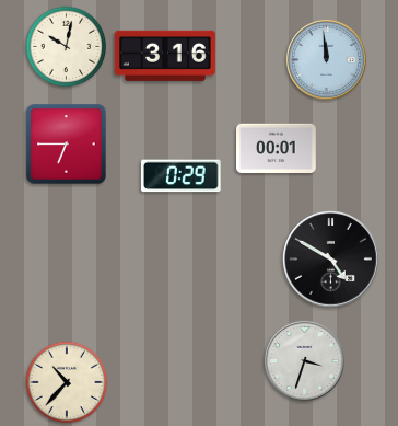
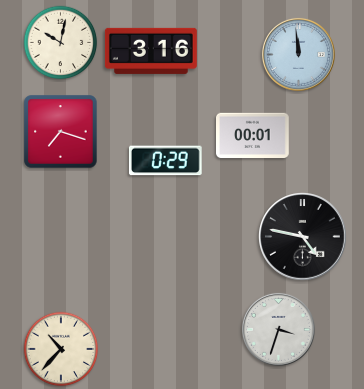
clock at (67, 145): 6:45 -> 7:18
clock at (331, 260): 4:50 -> 4:47
